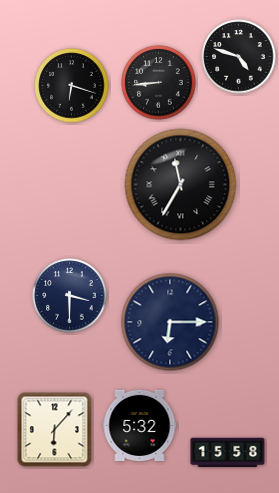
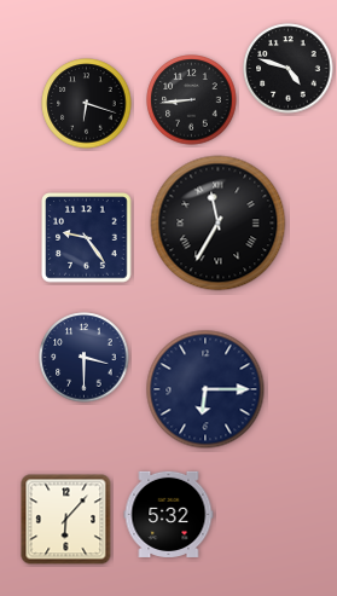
clock at (87, 238): none -> 9:24
clock at (228, 453): 15:58 -> none
